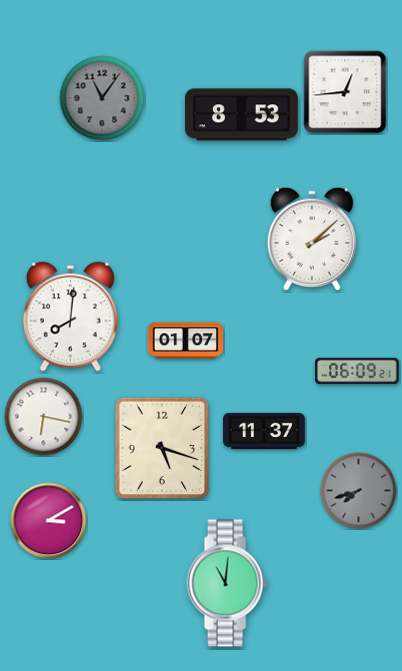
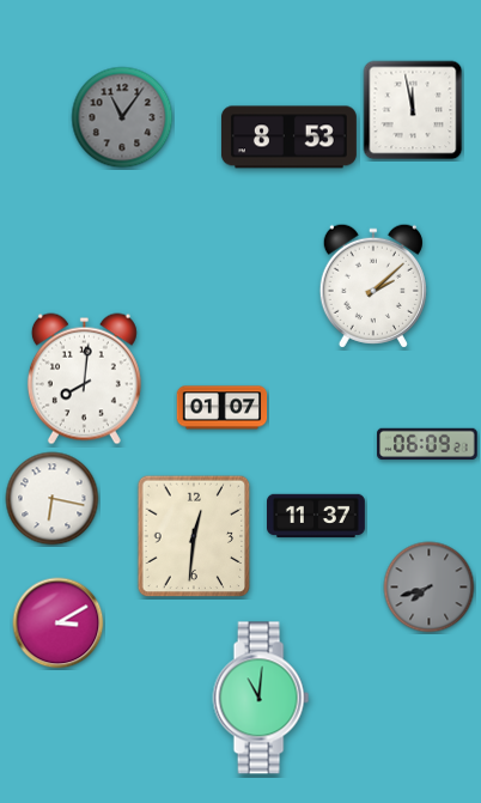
clock at (345, 92): 12:44 -> 11:58
clock at (162, 448): 5:18 -> 12:31
clock at (227, 583) position: (227, 583) -> (261, 698)
